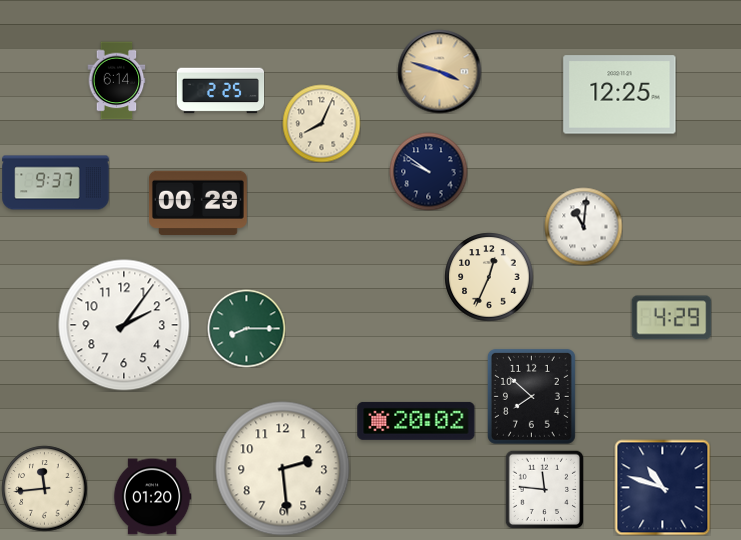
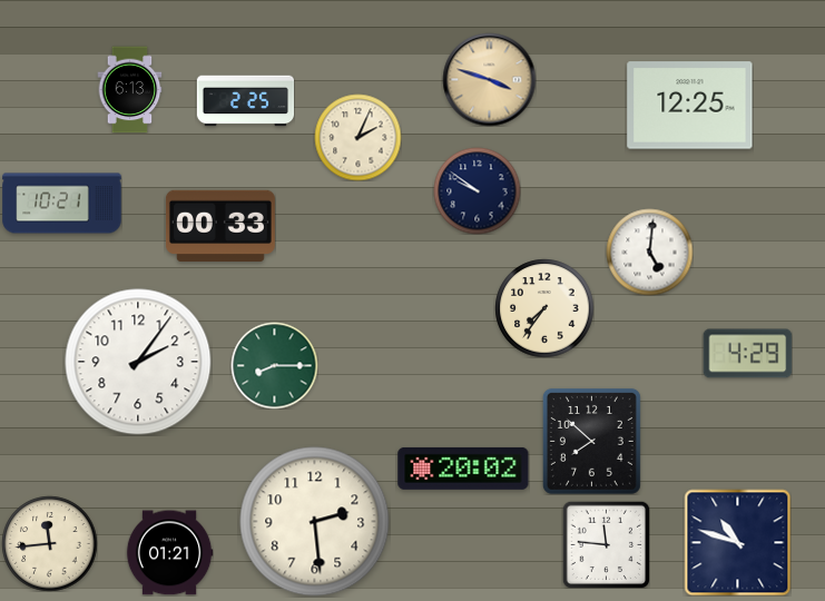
clock at (117, 80): 6:14 -> 6:13
clock at (321, 123): 8:04 -> 2:04
clock at (56, 183): 9:37 -> 10:21
clock at (198, 203): 00:29 -> 00:33
clock at (583, 226): 11:01 -> 5:01
clock at (489, 277): 12:34 -> 7:36
clock at (152, 497): 01:20 -> 01:21
